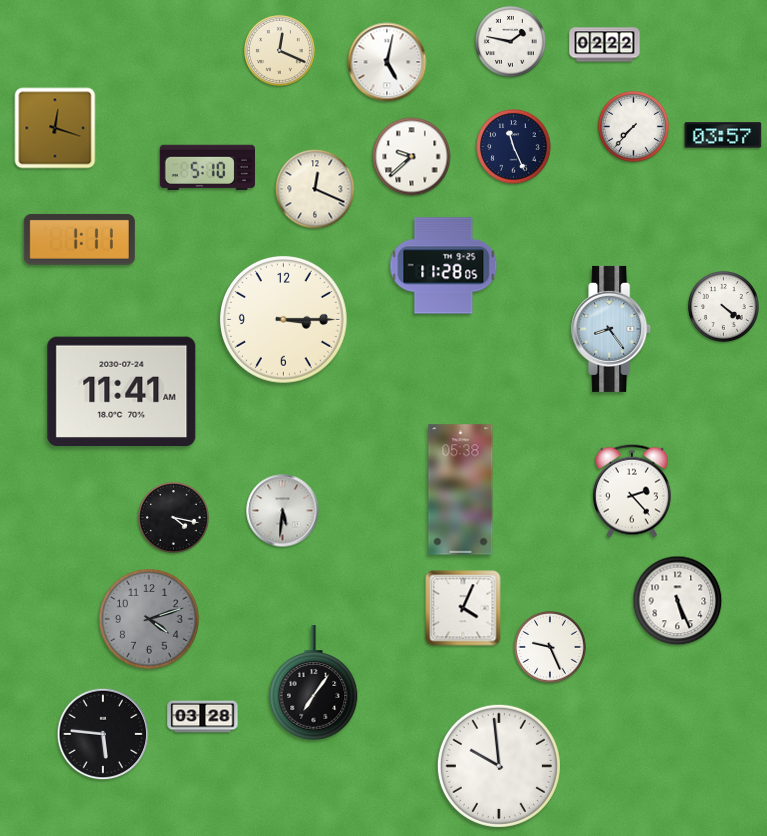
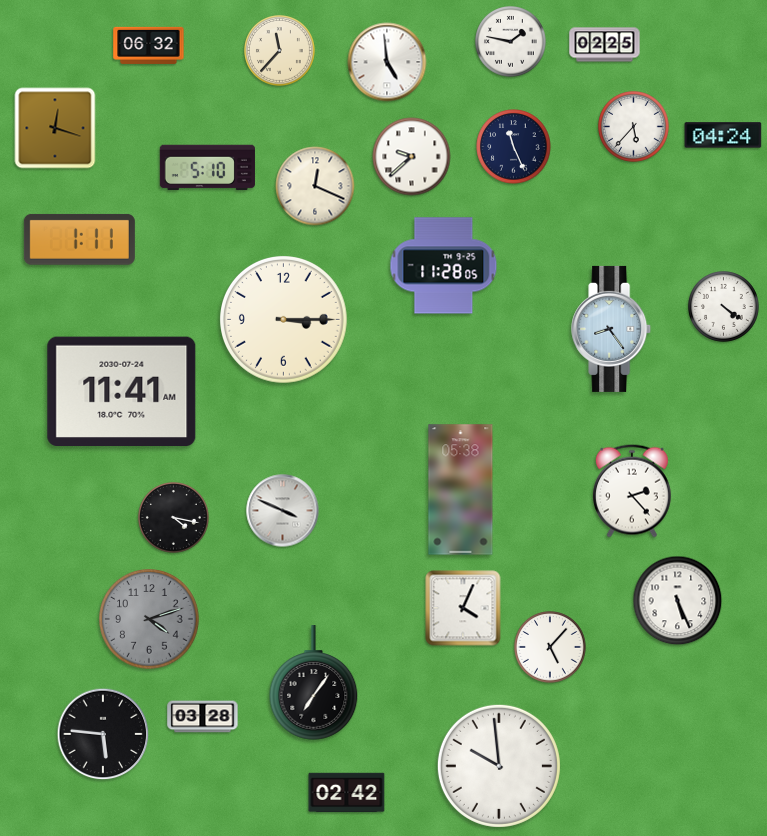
clock at (149, 45): none -> 06:32
clock at (605, 45): 02:22 -> 02:25
clock at (280, 51): 12:19 -> 11:37
clock at (387, 62): 5:02 -> 4:59
clock at (634, 127): 7:37 -> 5:37
clock at (723, 135): 03:57 -> 04:24
clock at (315, 189) position: (315, 189) -> (315, 186)
clock at (283, 511): 5:31 -> 3:49
clock at (550, 647): 9:26 -> 5:07
clock at (347, 793): none -> 02:42
